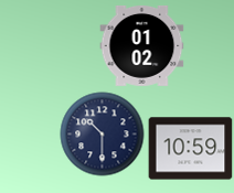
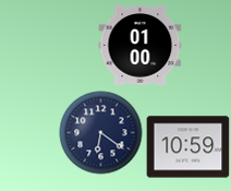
clock at (142, 45): 01:02 -> 01:00
clock at (103, 135): 10:30 -> 6:21
